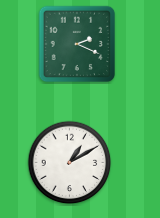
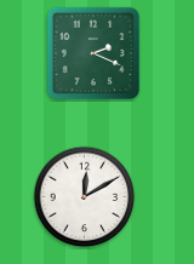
clock at (70, 163): 1:10 -> 12:10
